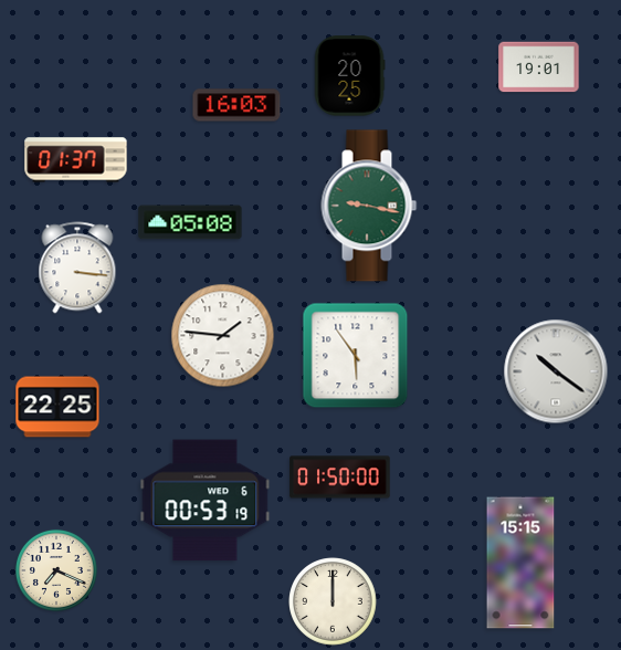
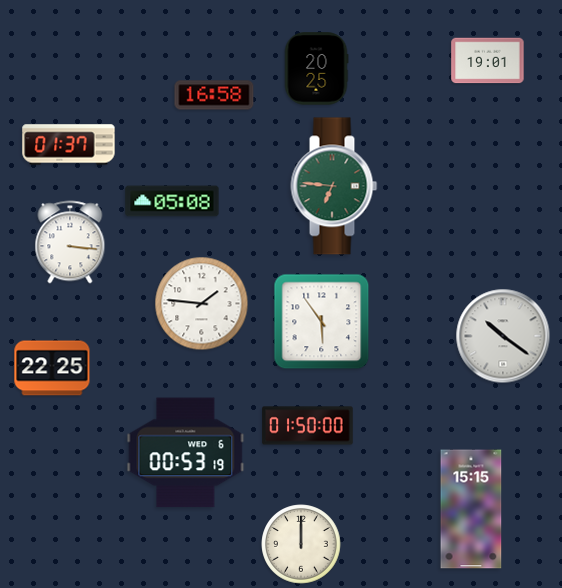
clock at (236, 105): 16:03 -> 16:58
clock at (369, 206): 9:17 -> 6:46
clock at (340, 478) position: (340, 478) -> (308, 426)
clock at (56, 570): 7:19 -> none
